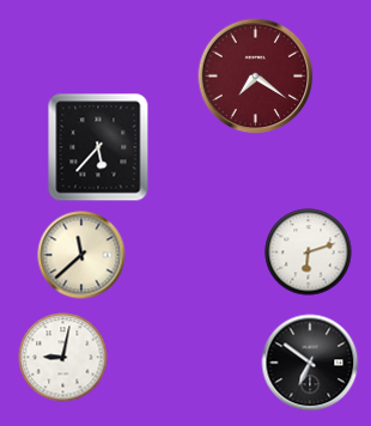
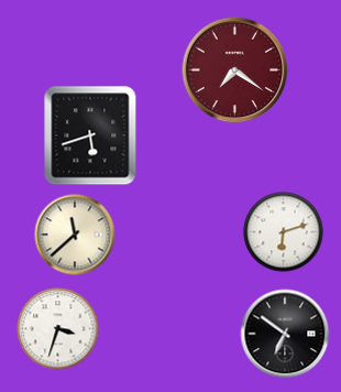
clock at (98, 147): 5:37 -> 5:42
clock at (63, 358): 9:02 -> 3:33
